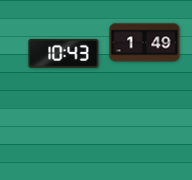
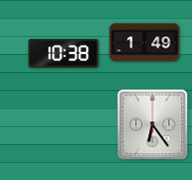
clock at (64, 54): 10:43 -> 10:38
clock at (153, 125): none -> 6:24
